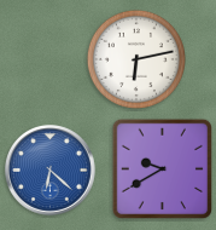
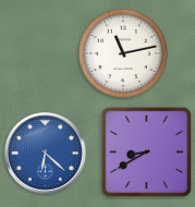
clock at (136, 59): 6:13 -> 11:13
clock at (162, 168): 9:40 -> 8:40
